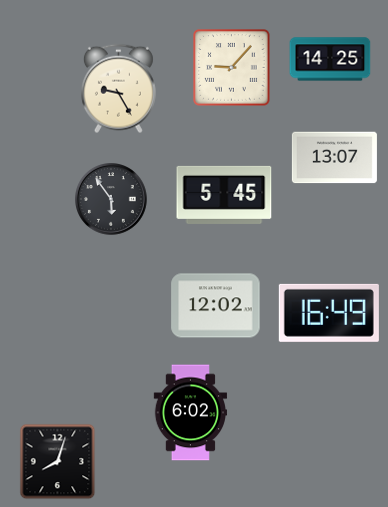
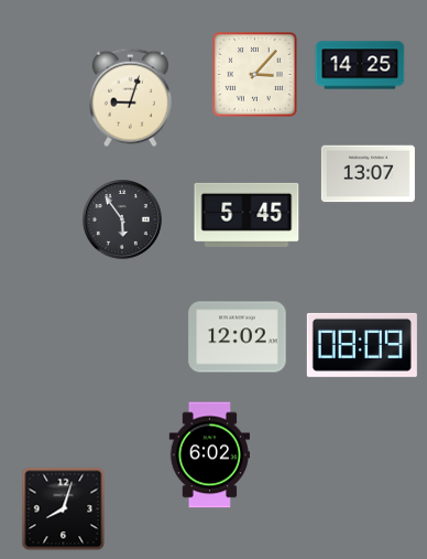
clock at (330, 59) position: (330, 59) -> (360, 65)
clock at (232, 68): 9:07 -> 3:07
clock at (118, 89): 9:25 -> 9:03
clock at (329, 313): 16:49 -> 08:09
